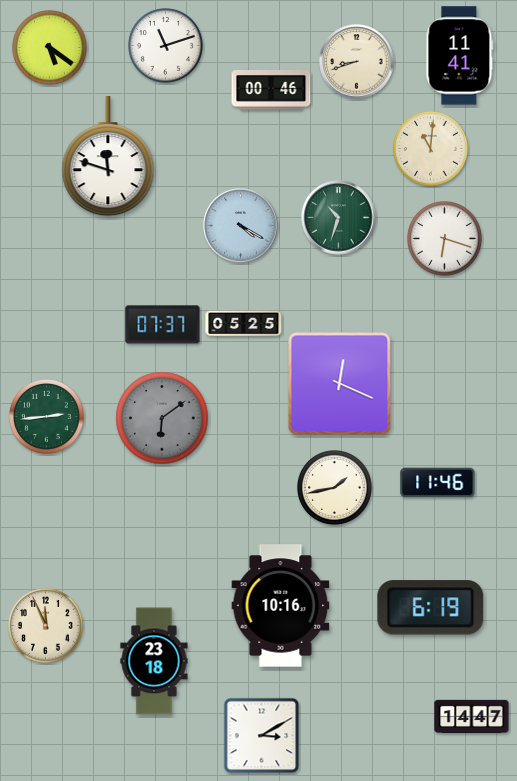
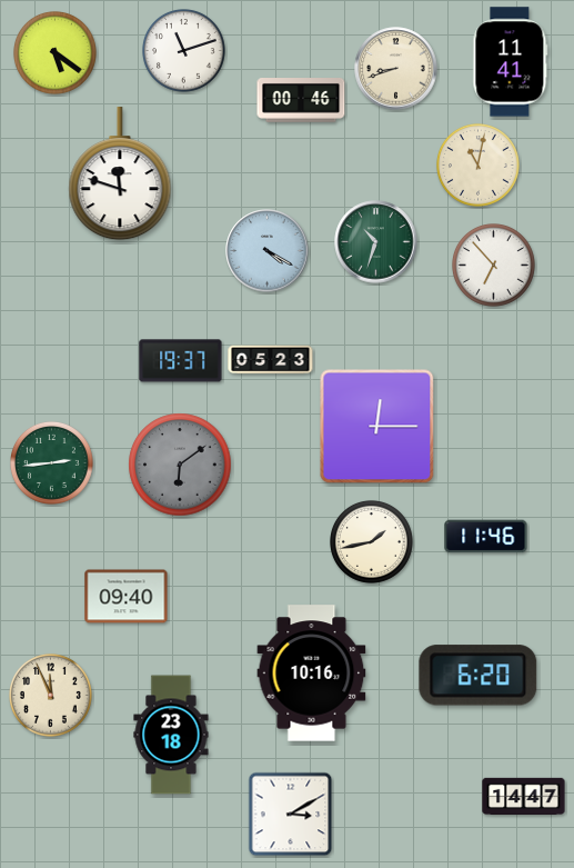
clock at (431, 149): 11:01 -> 11:02
clock at (445, 239): 6:18 -> 6:53
clock at (244, 324): 05:25 -> 05:23
clock at (163, 325): 07:37 -> 19:37
clock at (340, 384): 12:19 -> 12:15
clock at (127, 597): none -> 09:40
clock at (431, 608): 6:19 -> 6:20
clock at (262, 736) position: (262, 736) -> (291, 815)
